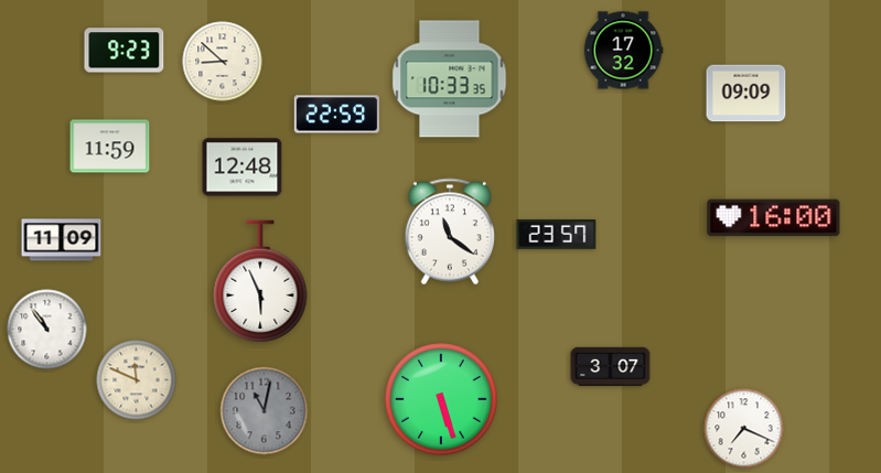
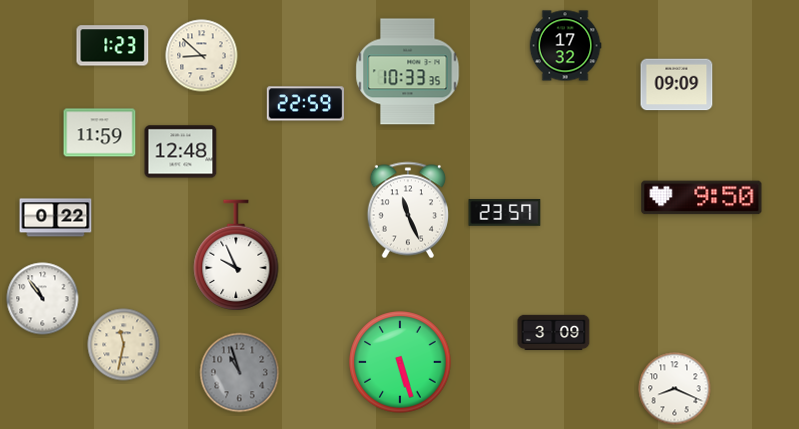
clock at (125, 51): 9:23 -> 1:23
clock at (243, 168) position: (243, 168) -> (181, 152)
clock at (774, 218): 16:00 -> 9:50
clock at (450, 232): 11:21 -> 11:26
clock at (62, 240): 11:09 -> 0:22
clock at (260, 281): 5:56 -> 9:56
clock at (611, 366): 3:07 -> 3:09
clock at (137, 380): 11:49 -> 11:32
clock at (265, 411): 11:02 -> 10:57
clock at (744, 429): 7:19 -> 8:19
